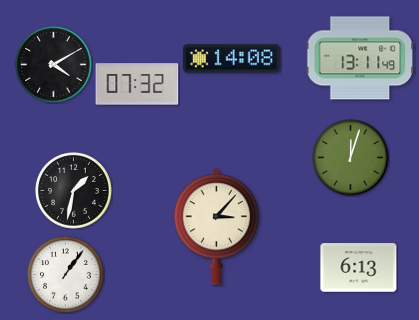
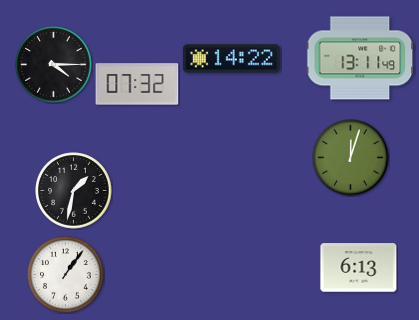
clock at (231, 59): 14:08 -> 14:22
clock at (54, 65): 4:10 -> 4:15
clock at (217, 227): 3:07 -> none
